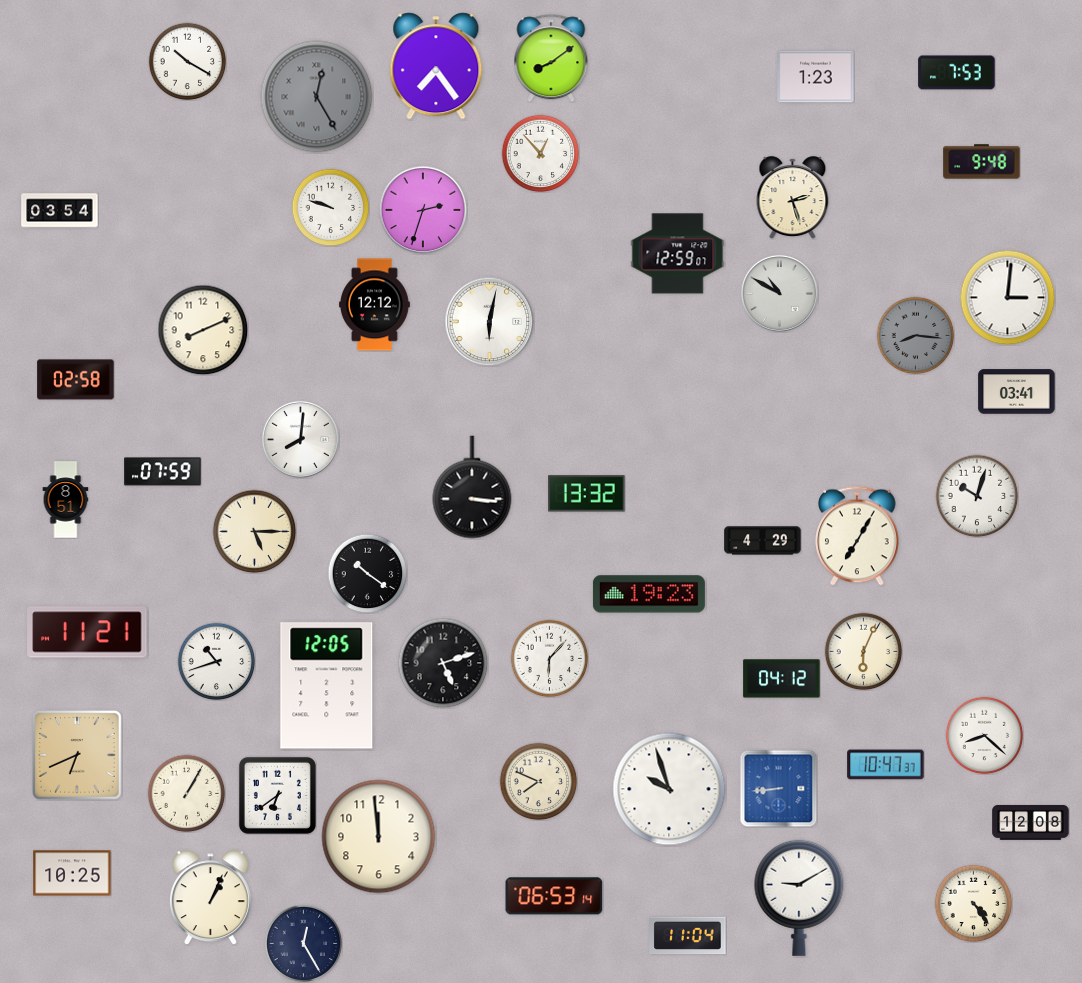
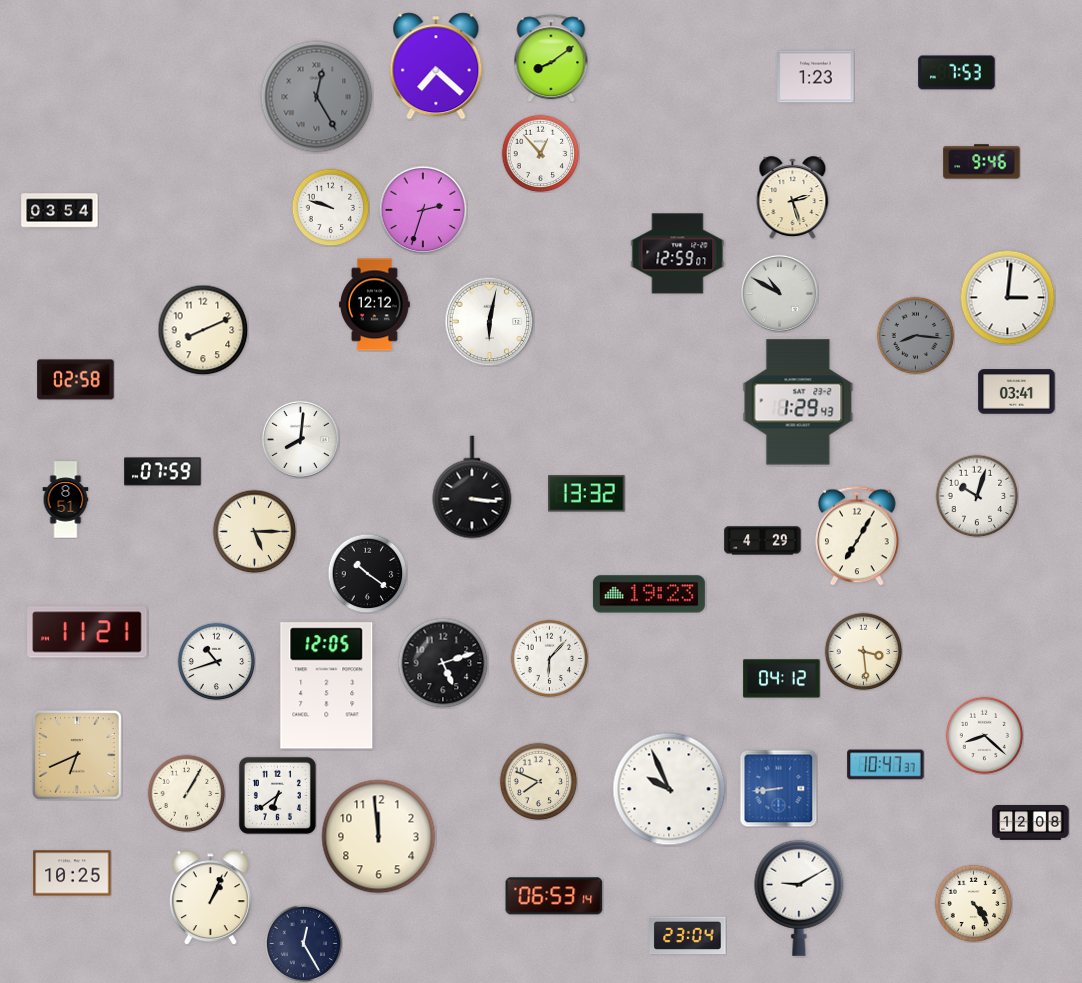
clock at (187, 61): 10:20 -> none
clock at (436, 66): 7:24 -> 7:22
clock at (982, 162): 9:48 -> 9:46
clock at (798, 402): none -> 1:29
clock at (863, 651): 6:04 -> 3:29
clock at (669, 789): 9:57 -> 9:56
clock at (688, 936): 11:04 -> 23:04
